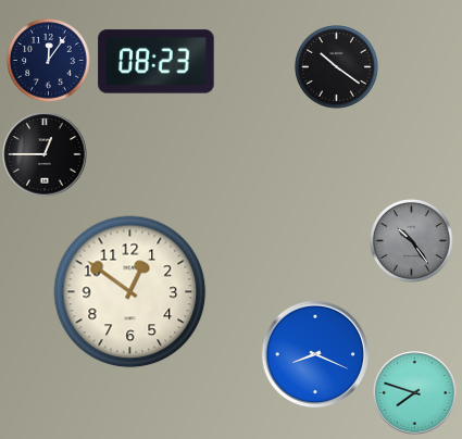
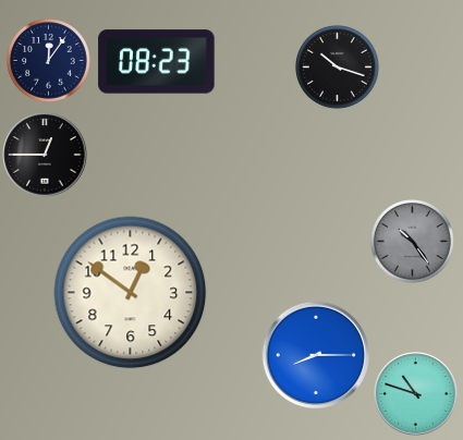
clock at (337, 67): 10:21 -> 10:18
clock at (315, 354): 8:19 -> 8:15
clock at (415, 393): 7:48 -> 10:48
